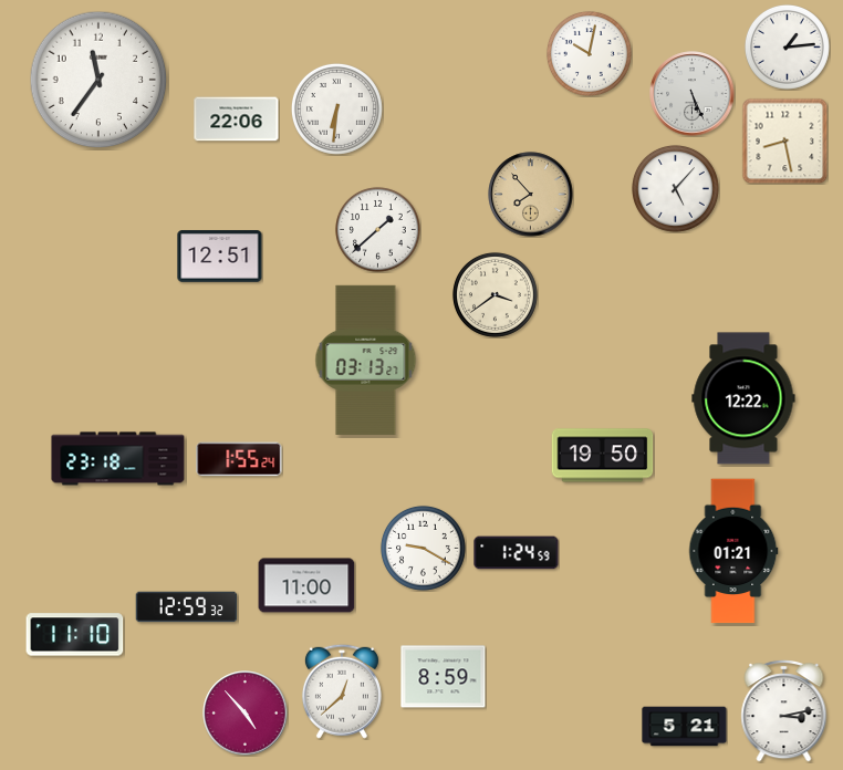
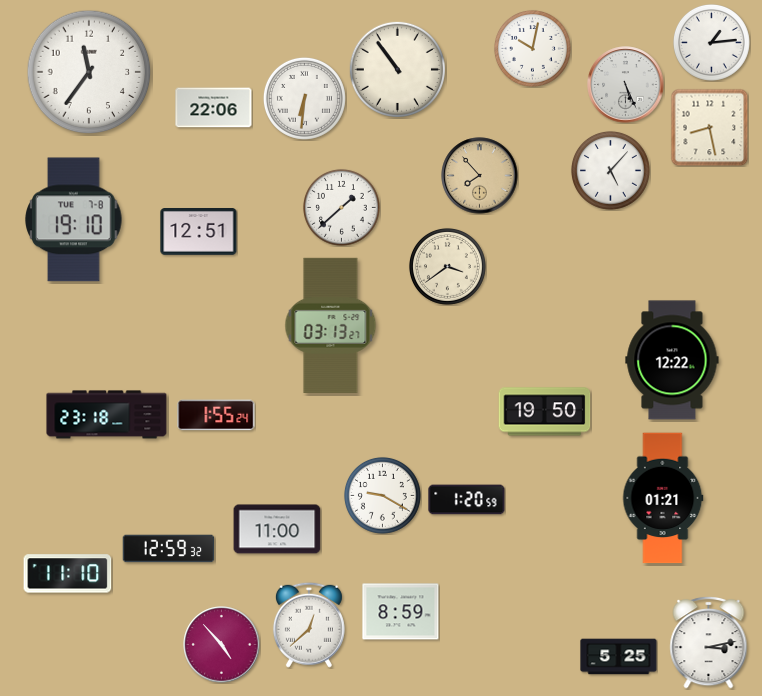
clock at (397, 69): none -> 10:54
clock at (74, 220): none -> 19:10
clock at (517, 553): 1:24 -> 1:20
clock at (685, 727): 5:21 -> 5:25
